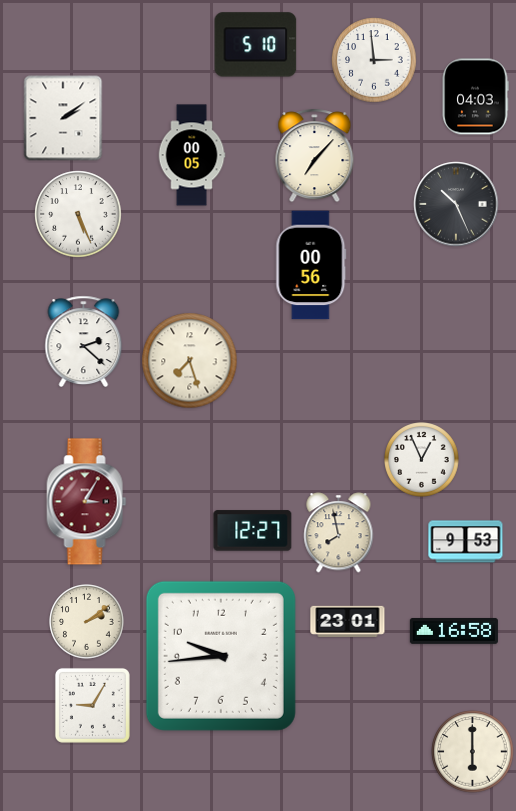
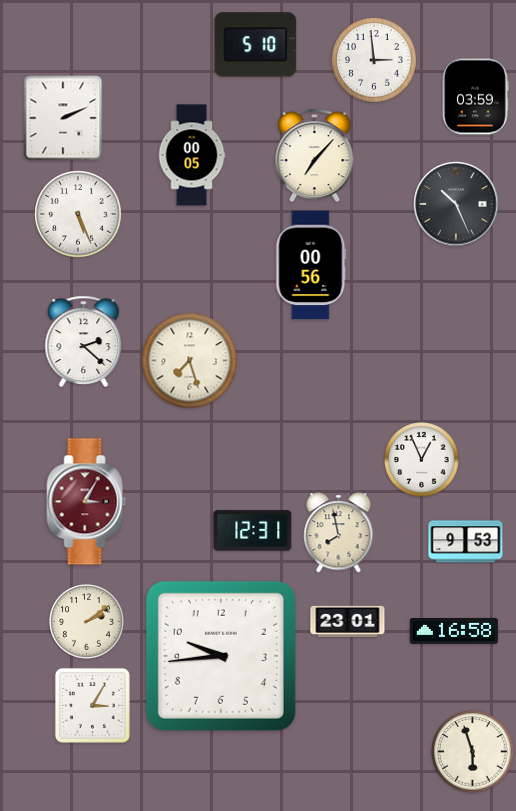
clock at (475, 97): 04:03 -> 03:59
clock at (63, 118): 2:09 -> 2:11
clock at (253, 531): 12:27 -> 12:31
clock at (92, 705): 9:05 -> 3:05
clock at (473, 752): 6:00 -> 5:57
